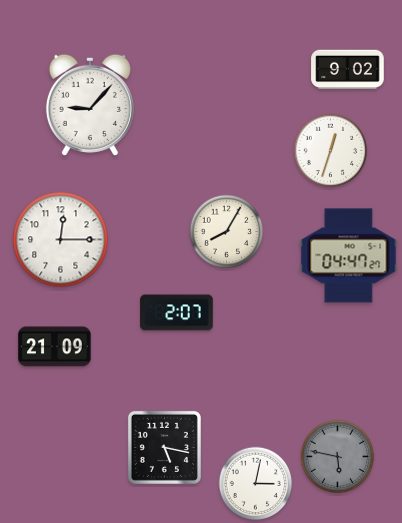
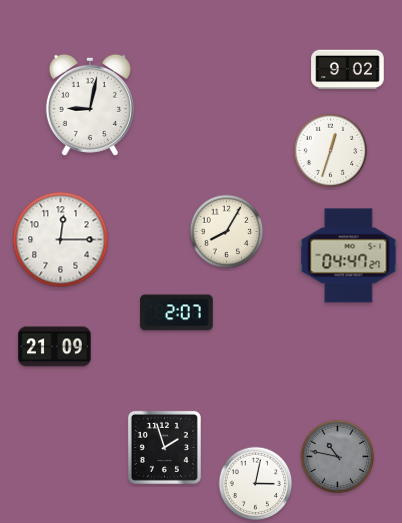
clock at (90, 105): 9:07 -> 9:02
clock at (164, 447): 5:17 -> 1:57
clock at (338, 457): 5:47 -> 10:47
